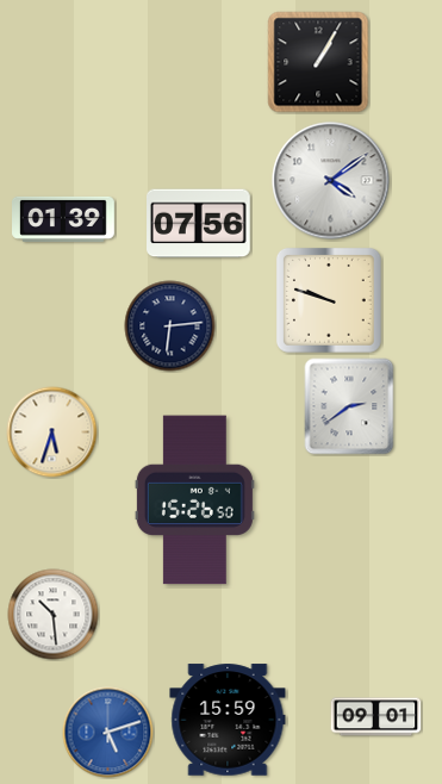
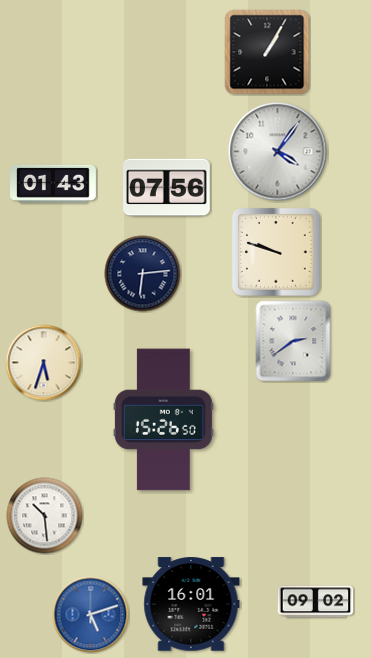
clock at (331, 181): 4:09 -> 4:06
clock at (64, 219): 01:39 -> 01:43
clock at (376, 717): 09:01 -> 09:02
clock at (228, 720): 15:59 -> 16:01
